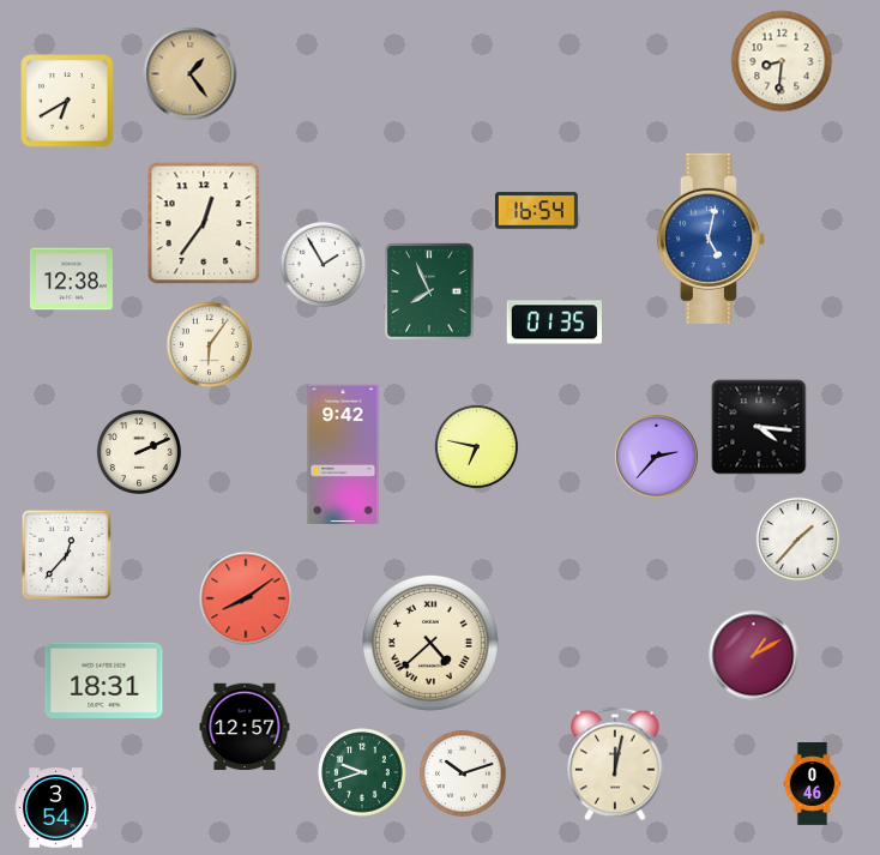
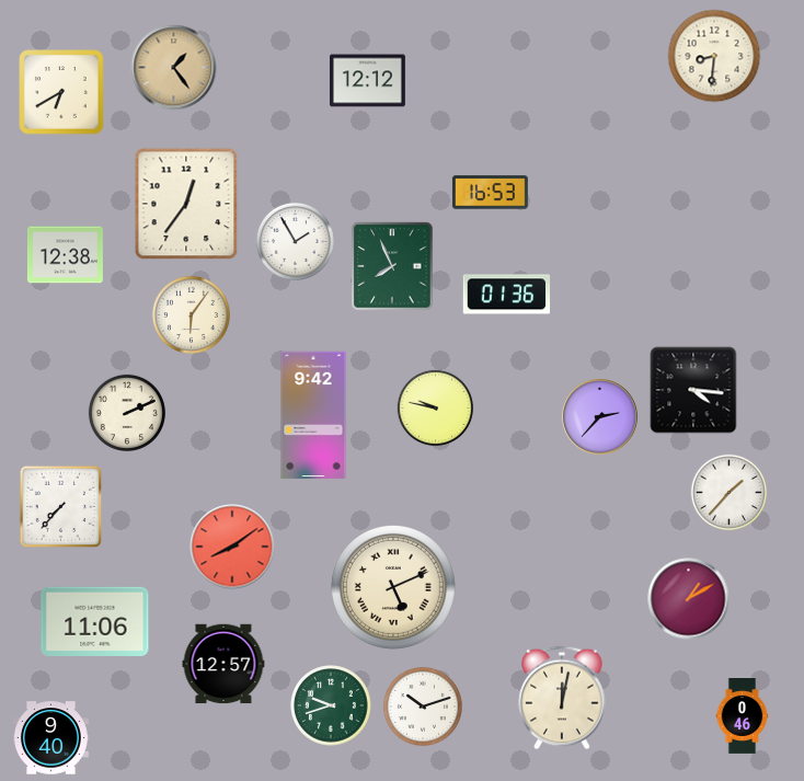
clock at (367, 81): none -> 12:12
clock at (536, 211): 16:54 -> 16:53
clock at (711, 239): 5:02 -> none
clock at (554, 323): 01:35 -> 01:36
clock at (477, 447): 6:47 -> 9:47
clock at (66, 554): 12:37 -> 7:37
clock at (246, 598) position: (246, 598) -> (232, 547)
clock at (430, 643): 4:38 -> 5:11
clock at (104, 680): 18:31 -> 11:06
clock at (55, 808): 3:54 -> 9:40
